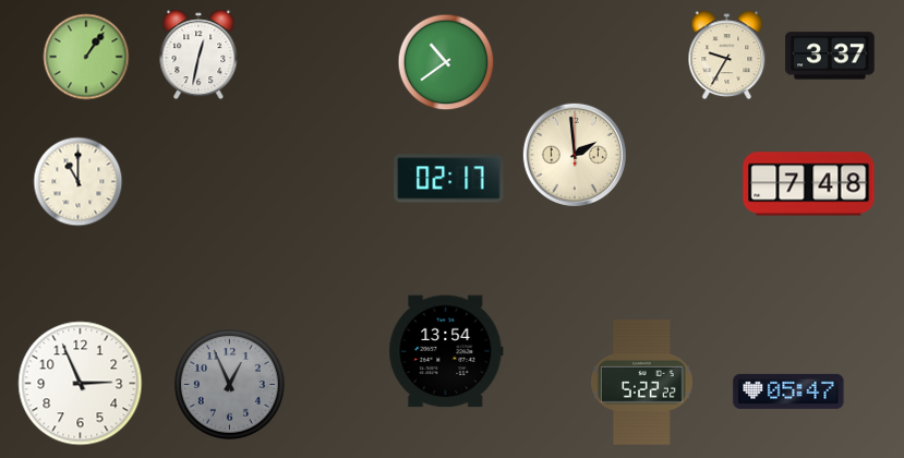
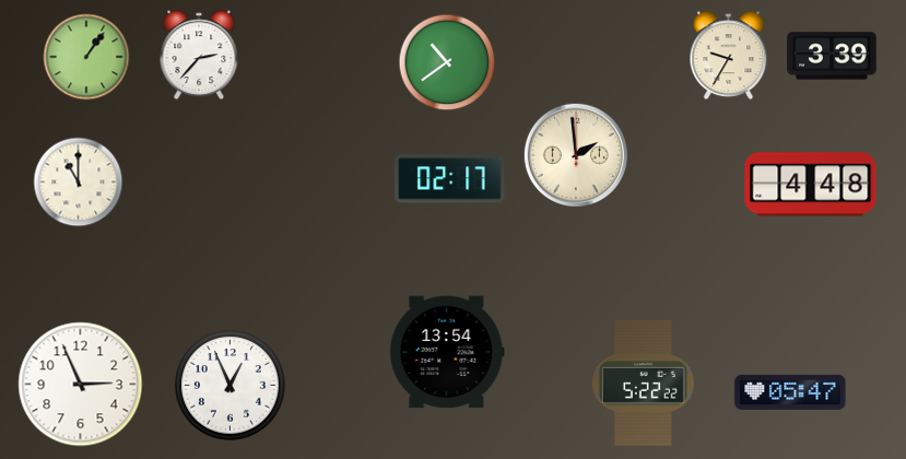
clock at (198, 55): 12:32 -> 2:37
clock at (830, 56): 3:37 -> 3:39
clock at (809, 184): 7:48 -> 4:48
clock at (230, 385) dial: grey -> white
